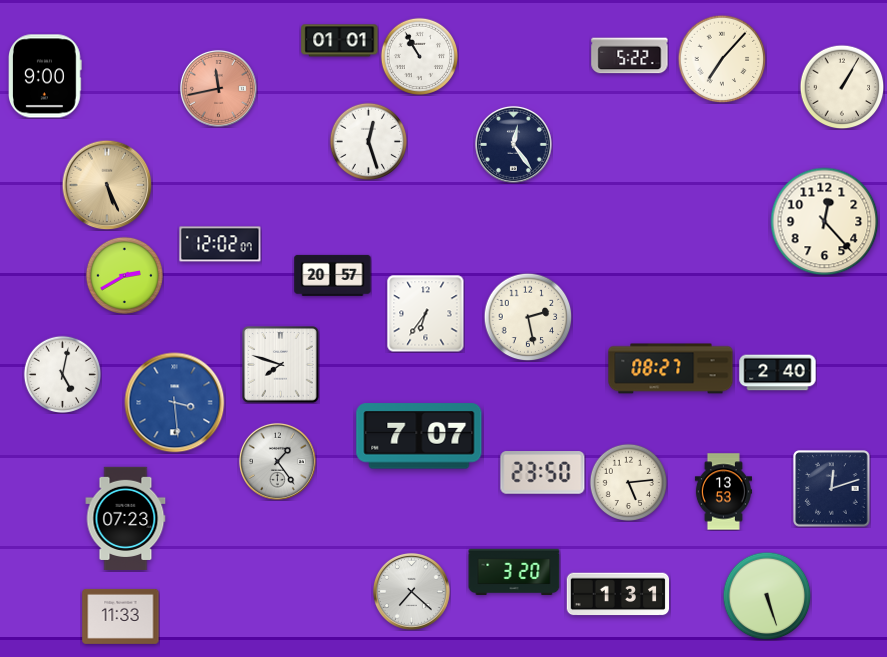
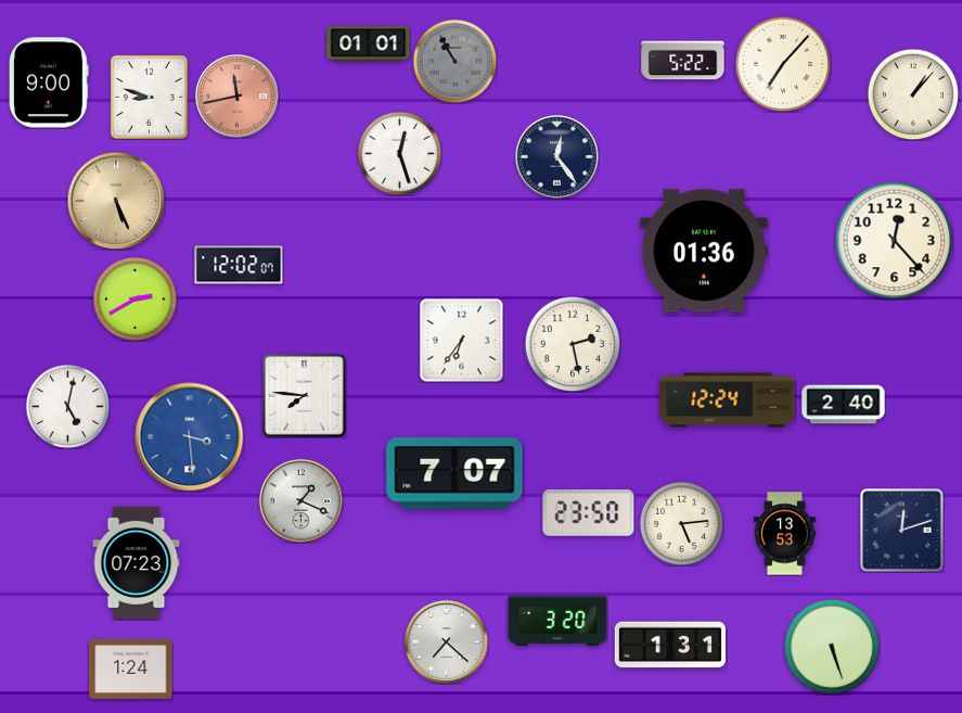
clock at (419, 56) dial: white -> grey
clock at (842, 87): 1:05 -> 1:07
clock at (149, 97): none -> 8:48
clock at (704, 251): none -> 01:36
clock at (333, 275): 20:57 -> none
clock at (281, 365): 7:48 -> 7:46
clock at (671, 369): 08:27 -> 12:24
clock at (277, 461): 1:24 -> 1:19
clock at (121, 616): 11:33 -> 1:24
